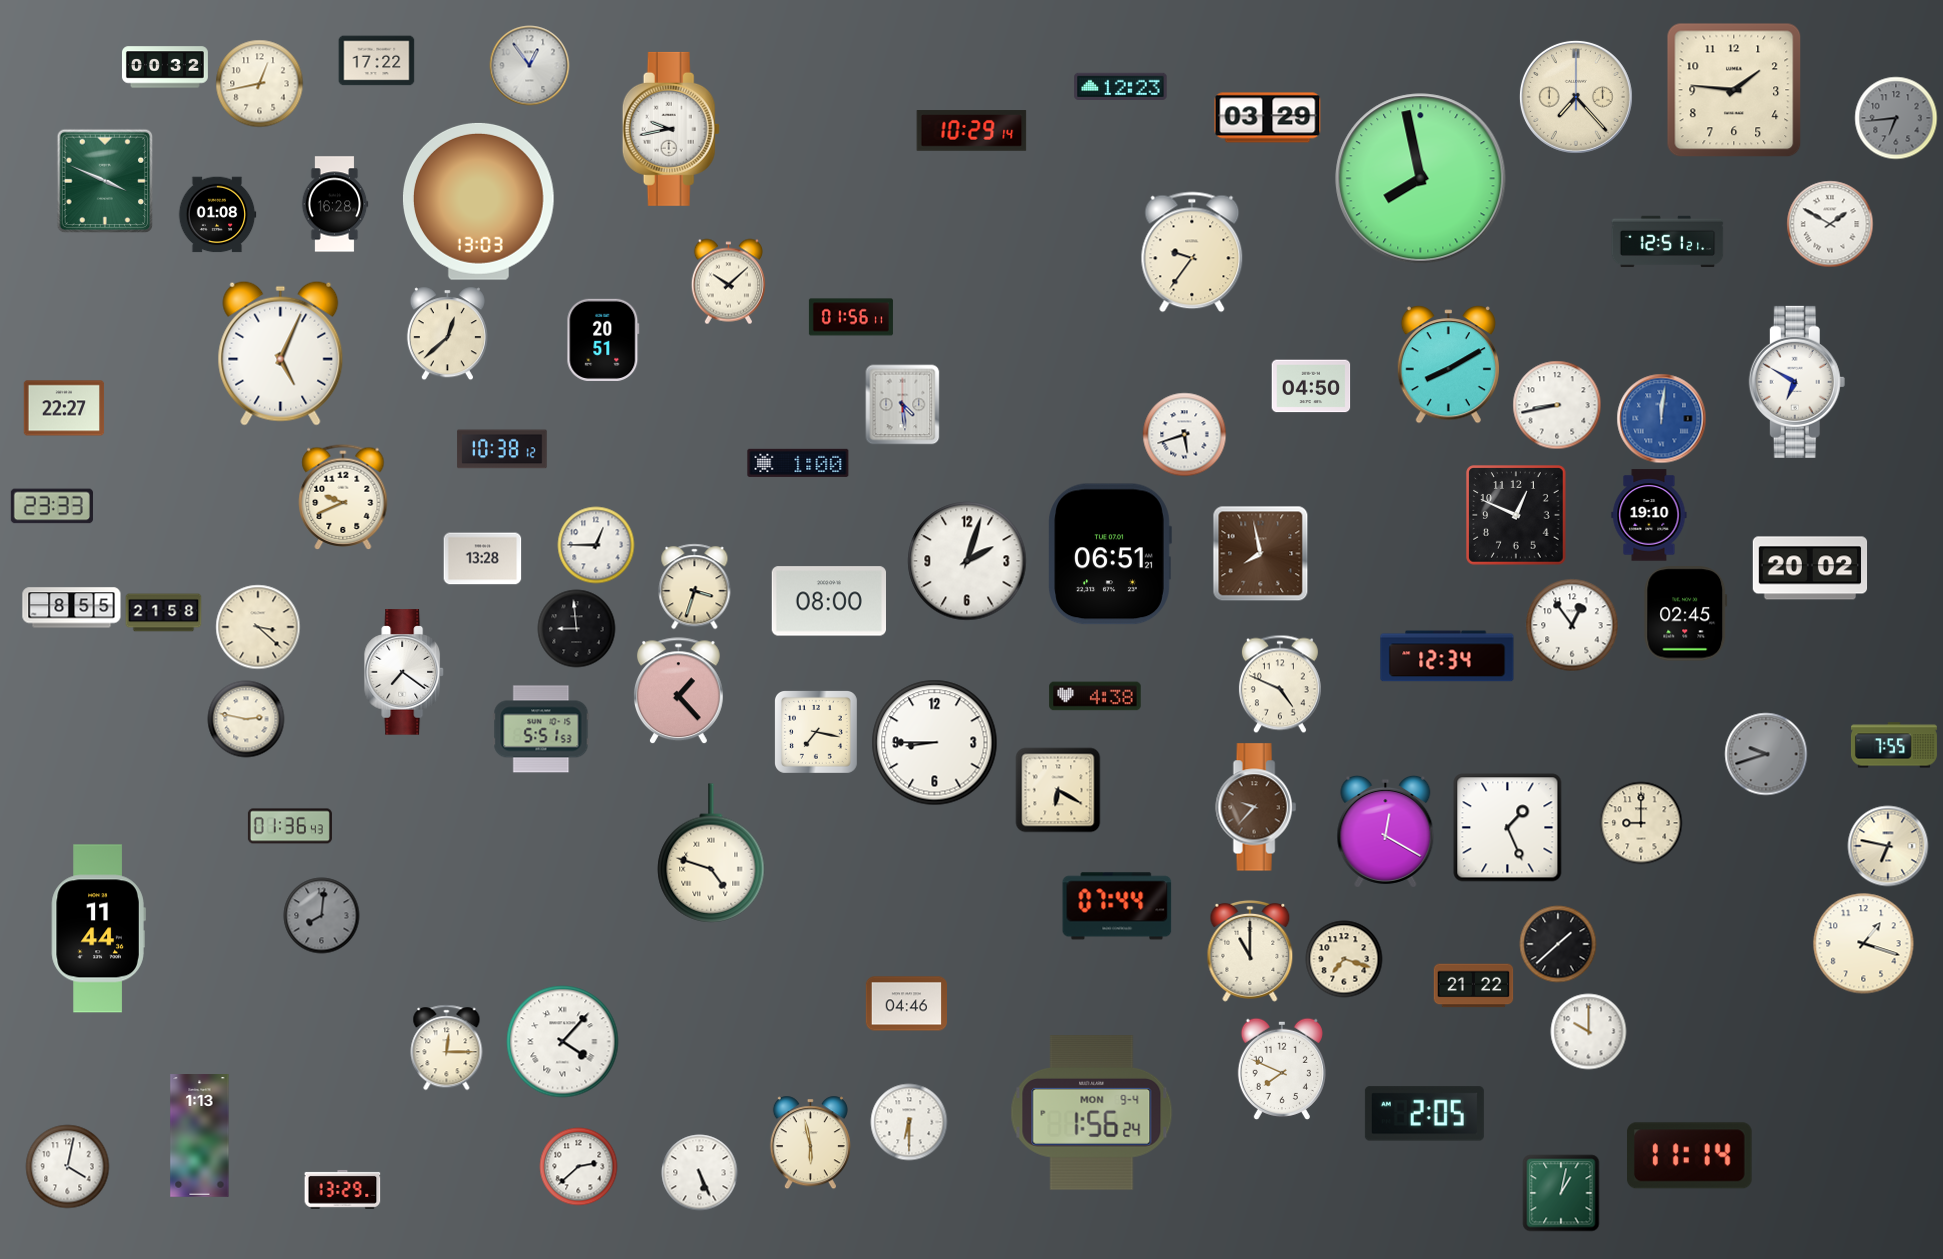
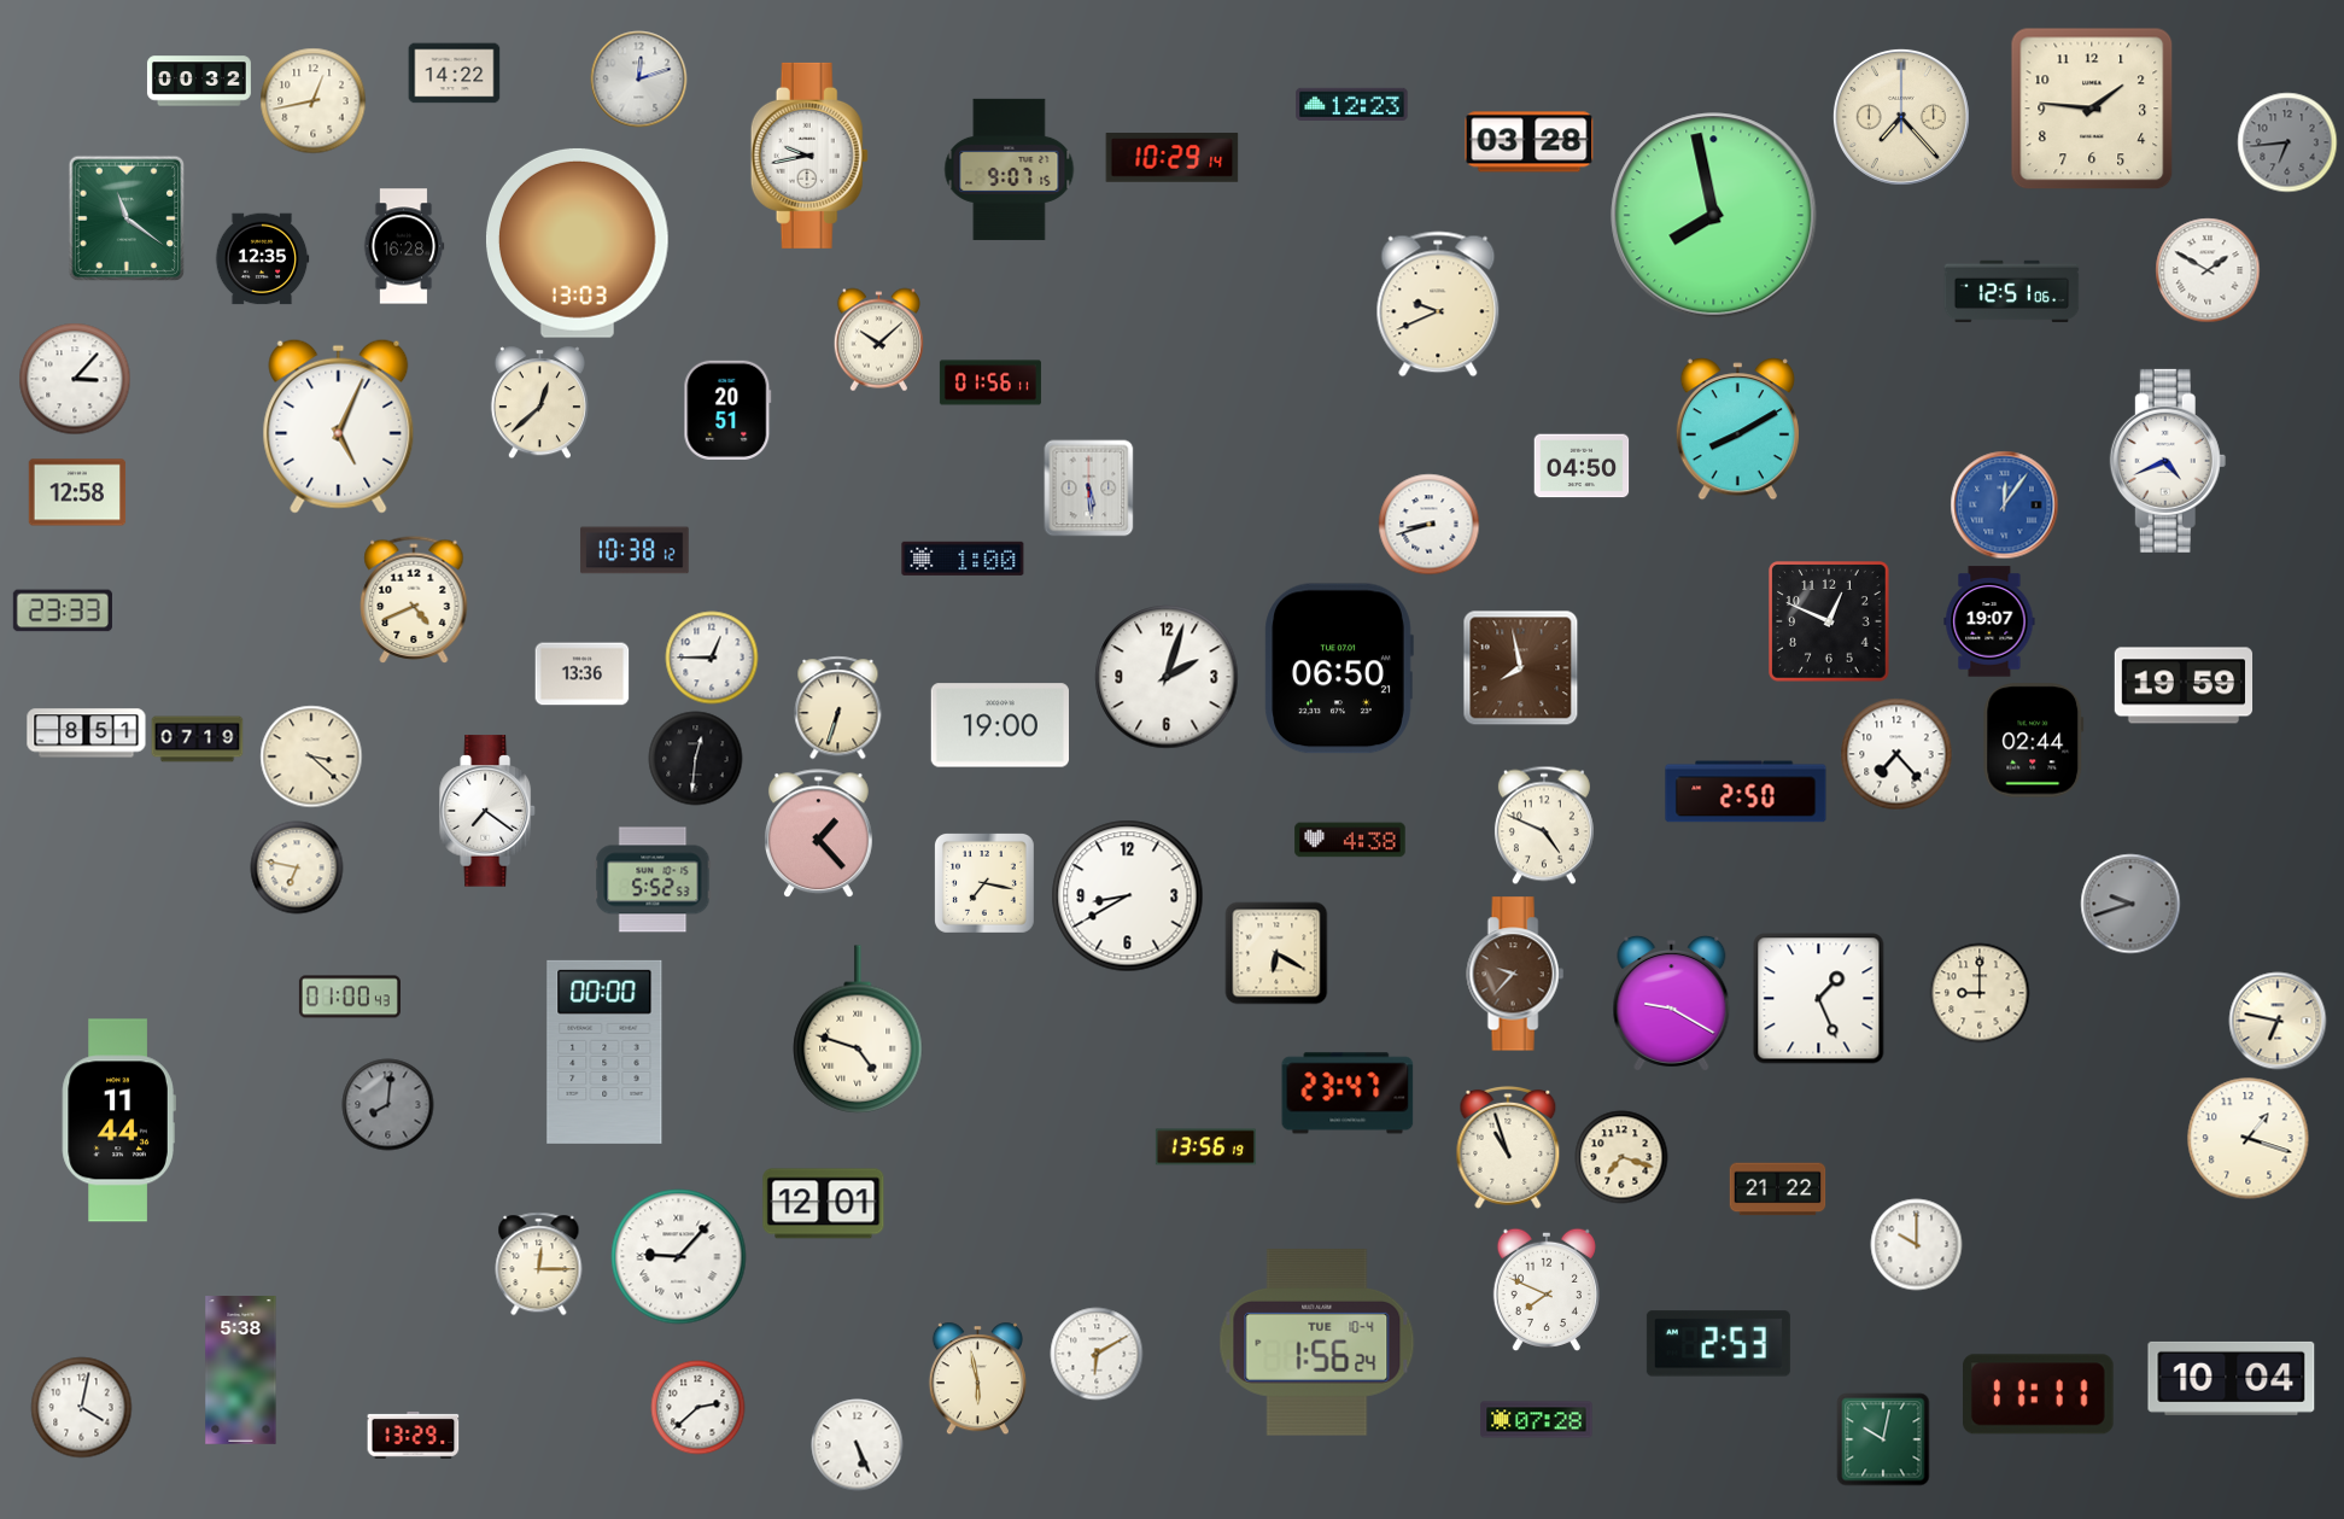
clock at (377, 61): 17:22 -> 14:22
clock at (530, 66): 12:54 -> 12:12
clock at (1268, 118): 03:29 -> 03:28
clock at (1010, 169): none -> 9:07
clock at (105, 181): 3:49 -> 11:21
clock at (217, 215): 01:08 -> 12:35
clock at (1668, 242): 12:51:21 -> 12:51:06
clock at (1192, 252): 9:36 -> 9:41
clock at (75, 379): none -> 3:07
clock at (851, 317) position: (851, 317) -> (990, 382)
clock at (1448, 365) position: (1448, 365) -> (1737, 430)
clock at (1797, 382): 6:50 -> 4:41
clock at (903, 405): 4:29 -> 5:29
clock at (1557, 405): 8:43 -> none
clock at (64, 408): 22:27 -> 12:58
clock at (1662, 419): 12:01 -> 12:06
clock at (1185, 435): 5:42 -> 8:42
clock at (502, 449) position: (502, 449) -> (635, 550)
clock at (343, 497): 9:41 -> 4:41
clock at (1649, 515): 19:10 -> 19:07
clock at (596, 545) position: (596, 545) -> (712, 658)
clock at (1110, 554): 06:51 -> 06:50
clock at (483, 559): 13:28 -> 13:36
clock at (1810, 568): 20:02 -> 19:59
clock at (695, 587): 3:33 -> 6:33
clock at (828, 601): 08:00 -> 19:00
clock at (72, 608): 8:55 -> 8:51
clock at (164, 613): 21:58 -> 07:19
clock at (1686, 614): 02:45 -> 02:44
clock at (1572, 625): 12:54 -> 7:23
clock at (577, 629): 8:59 -> 12:31
clock at (1447, 656): 12:34 -> 2:50
clock at (1095, 696) position: (1095, 696) -> (1350, 840)
clock at (246, 719): 2:47 -> 6:47
clock at (541, 729): 5:51 -> 5:52
clock at (935, 743): 8:45 -> 8:40
clock at (1894, 745): 7:55 -> none
clock at (1766, 754) position: (1766, 754) -> (2130, 904)
clock at (290, 826): 01:36 -> 01:00
clock at (1386, 831): 12:20 -> 9:20
clock at (604, 1052): none -> 00:00
clock at (1117, 906): 07:44 -> 23:47
clock at (1558, 944): 1:38 -> none
clock at (1205, 1147): none -> 13:56
clock at (1250, 951): 11:00 -> 10:57
clock at (824, 1204): none -> 12:01
clock at (906, 1004): 04:46 -> none
clock at (563, 1042): 4:07 -> 9:07
clock at (1092, 1113) date: MON 9-4 -> TUE 10-4
clock at (1424, 1114): 2:05 -> 2:53
clock at (909, 1122): 6:30 -> 6:10
clock at (200, 1136): 1:13 -> 5:38
clock at (2232, 1378): none -> 10:04
clock at (1690, 1156): 11:14 -> 11:11
clock at (700, 1173) position: (700, 1173) -> (858, 1445)
clock at (1537, 1420): none -> 07:28
clock at (1561, 1193): 1:02 -> 10:02
